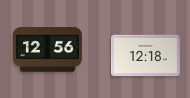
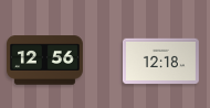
clock at (48, 50) position: (48, 50) -> (45, 61)
